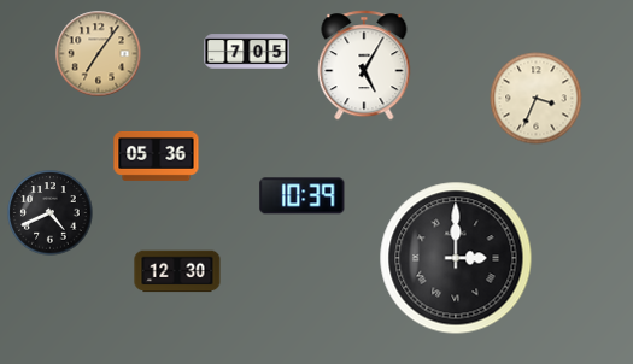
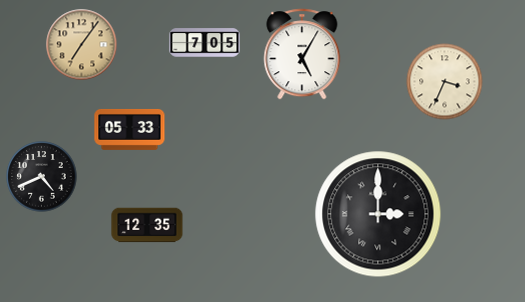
clock at (157, 155): 05:36 -> 05:33
clock at (303, 196): 10:39 -> none
clock at (177, 271): 12:30 -> 12:35
